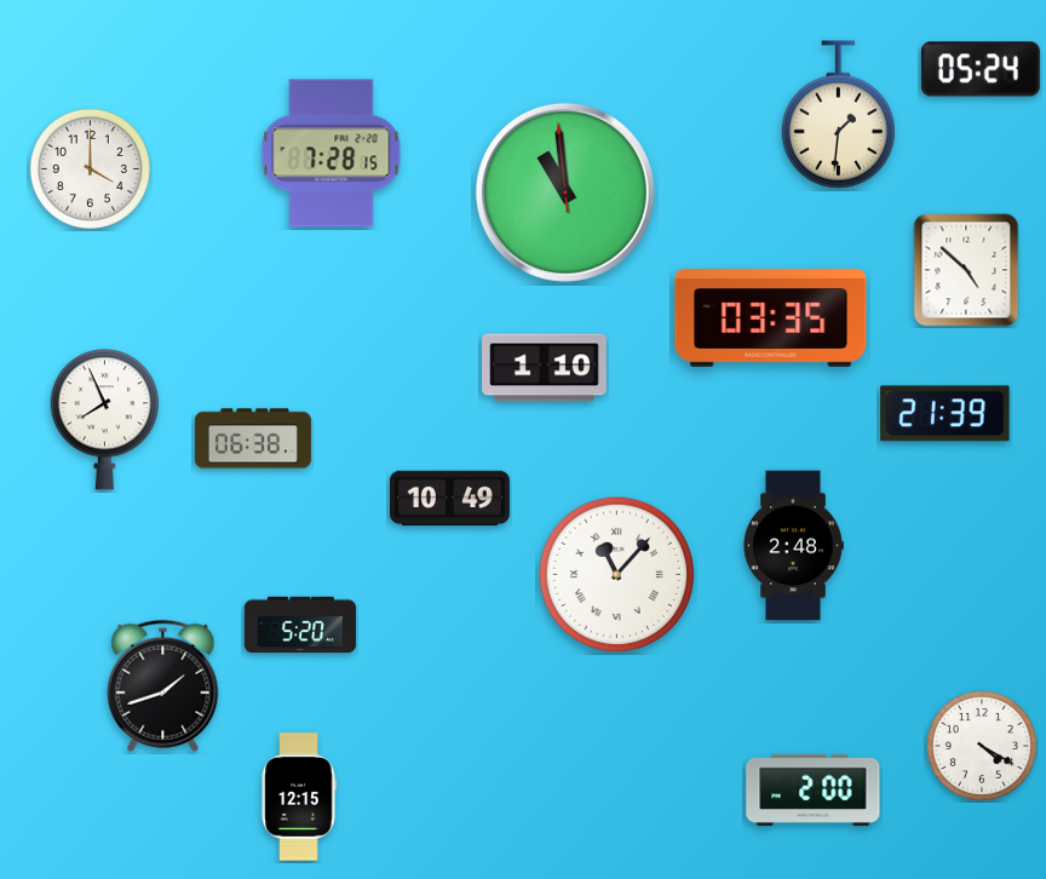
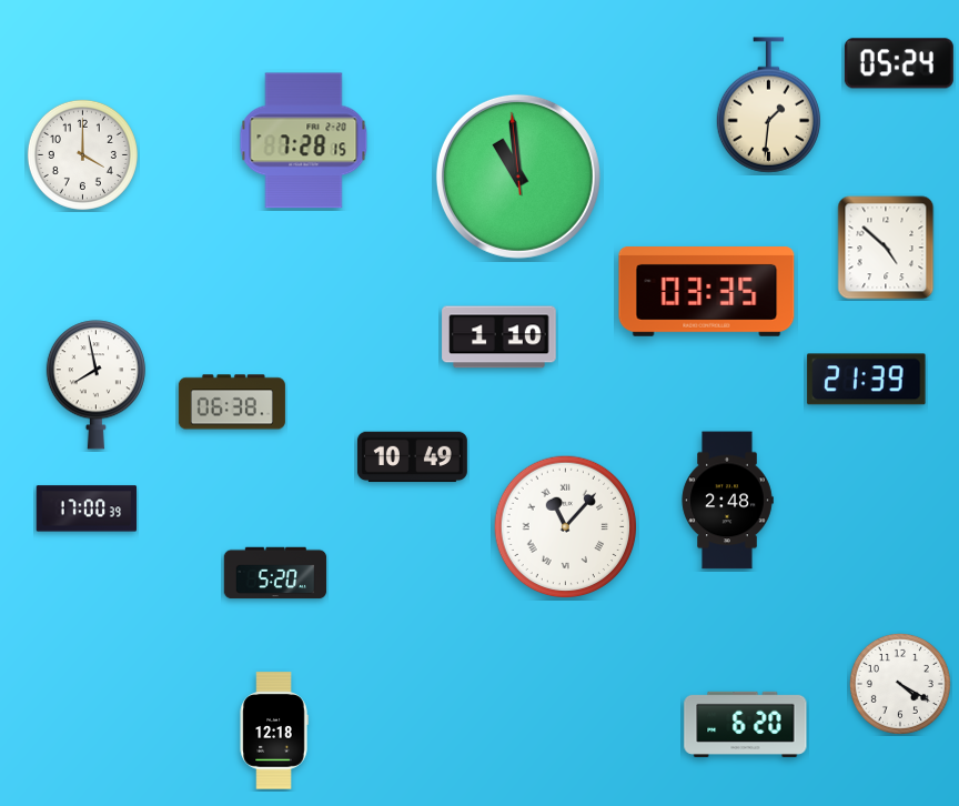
clock at (104, 420): 7:56 -> 7:58
clock at (87, 508): none -> 17:00
clock at (163, 685): 1:42 -> none
clock at (814, 789): 2:00 -> 6:20
clock at (299, 797): 12:15 -> 12:18
